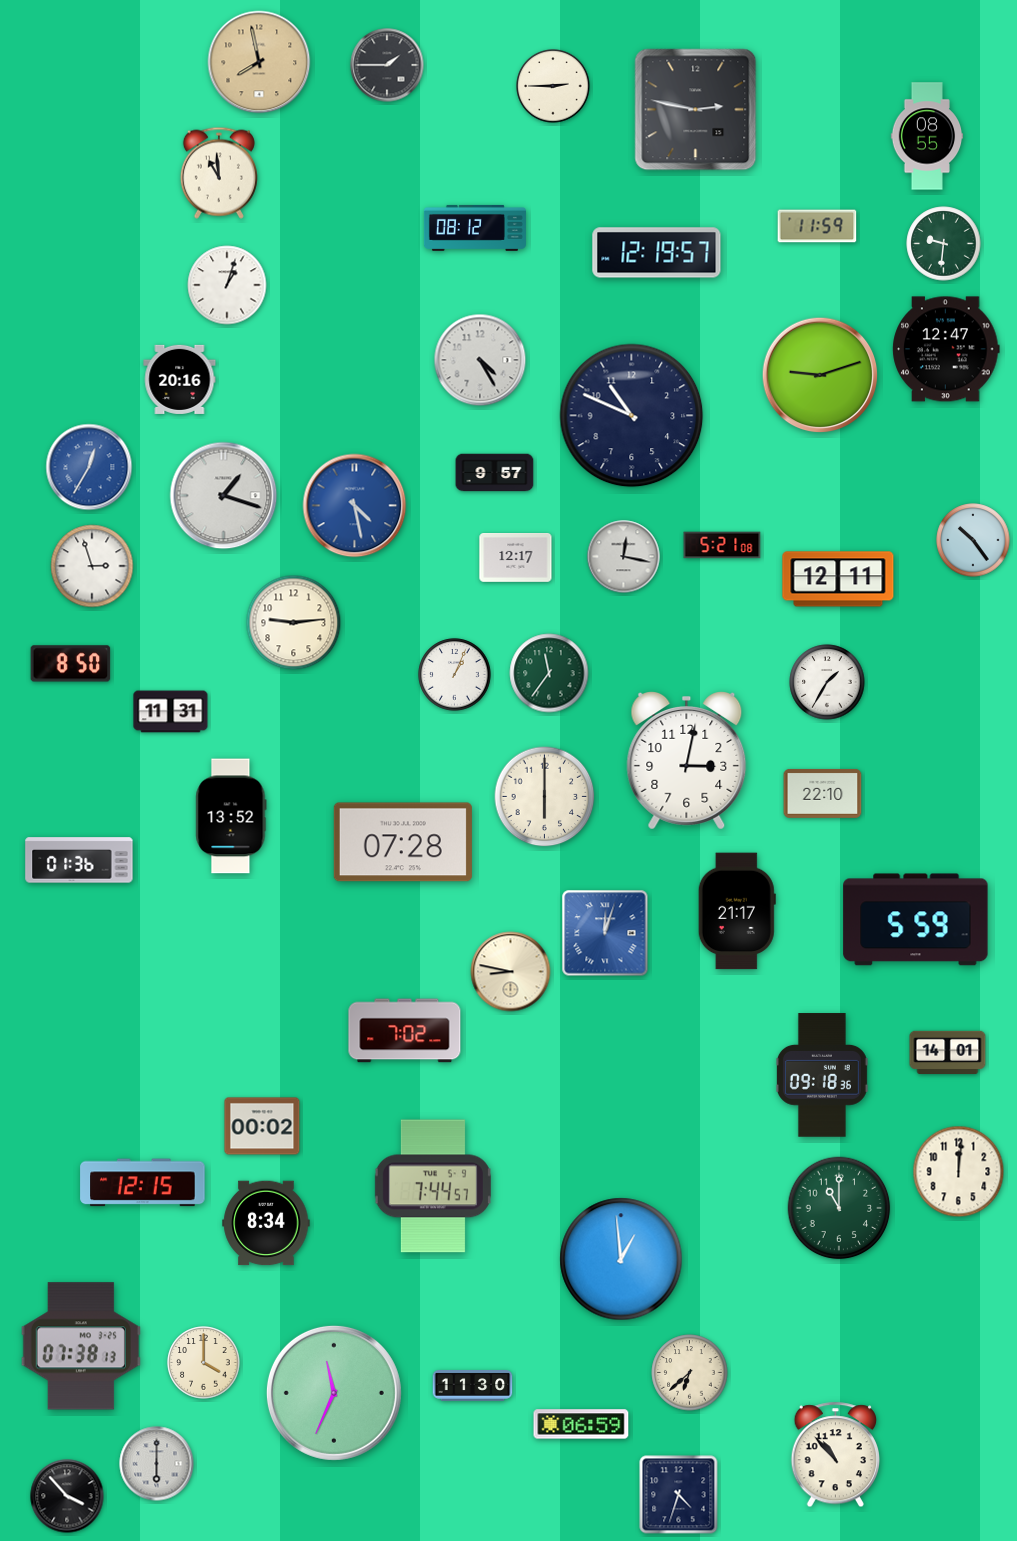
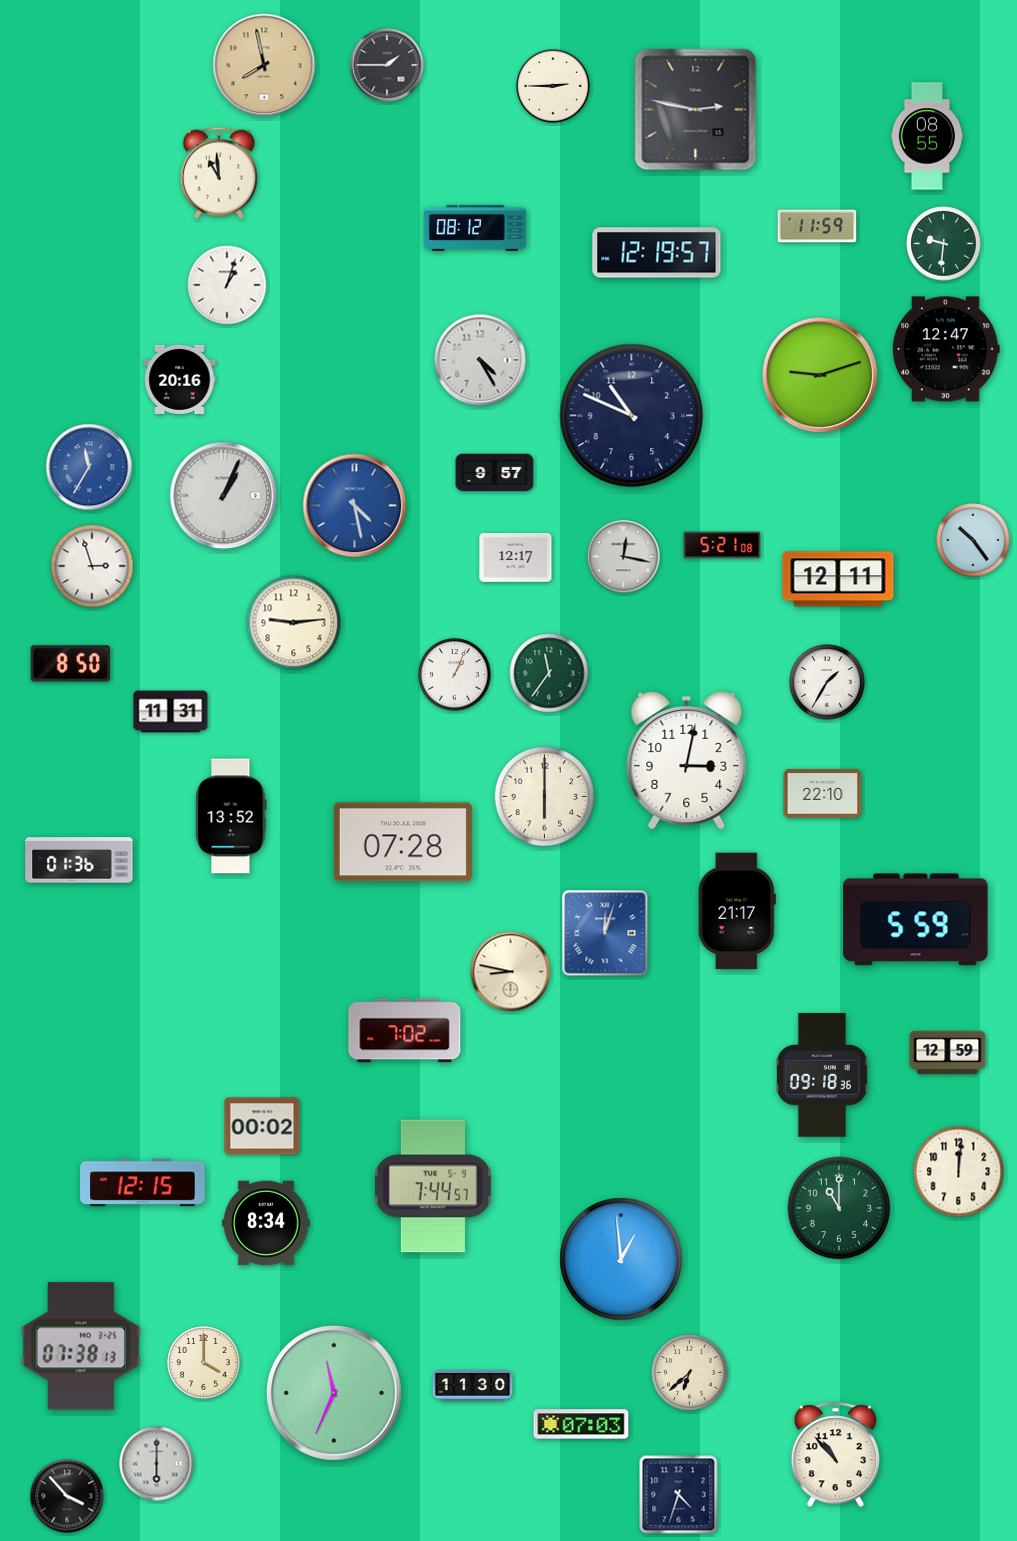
clock at (259, 62) position: (259, 62) -> (264, 65)
clock at (89, 467): 12:35 -> 11:35
clock at (224, 496): 1:18 -> 1:04
clock at (948, 1053): 14:01 -> 12:59
clock at (581, 1424): 06:59 -> 07:03
